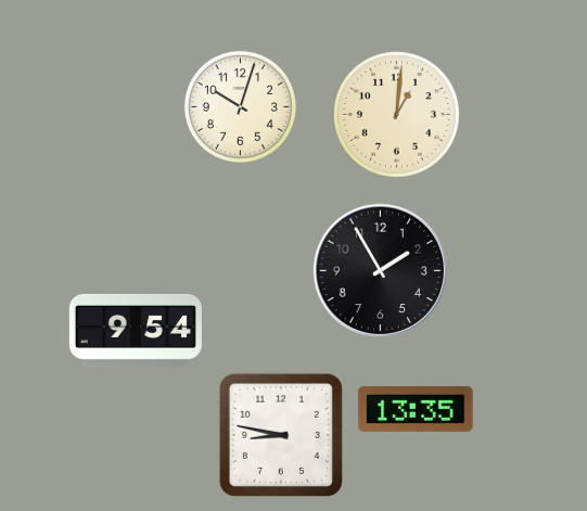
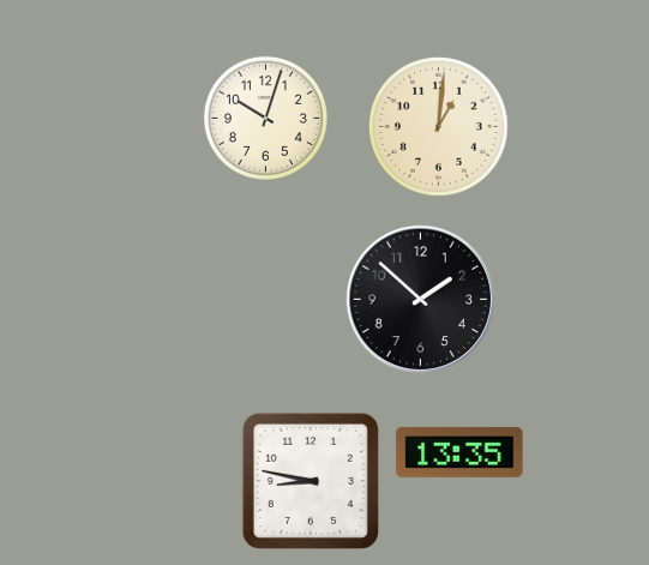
clock at (381, 271): 1:55 -> 1:52
clock at (136, 331): 9:54 -> none
